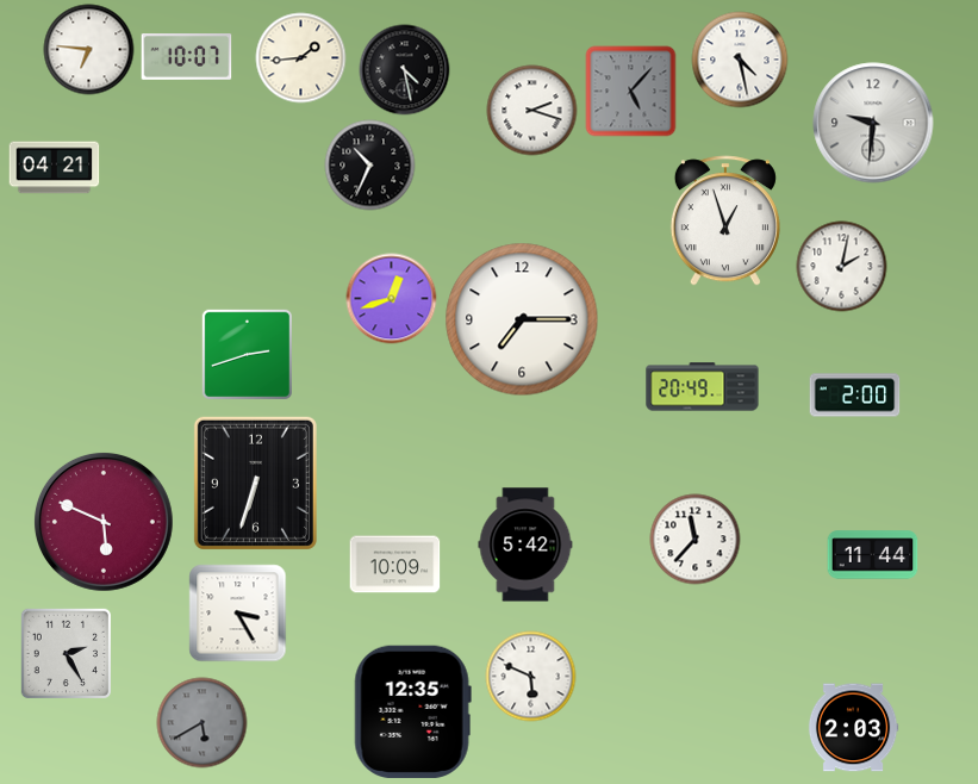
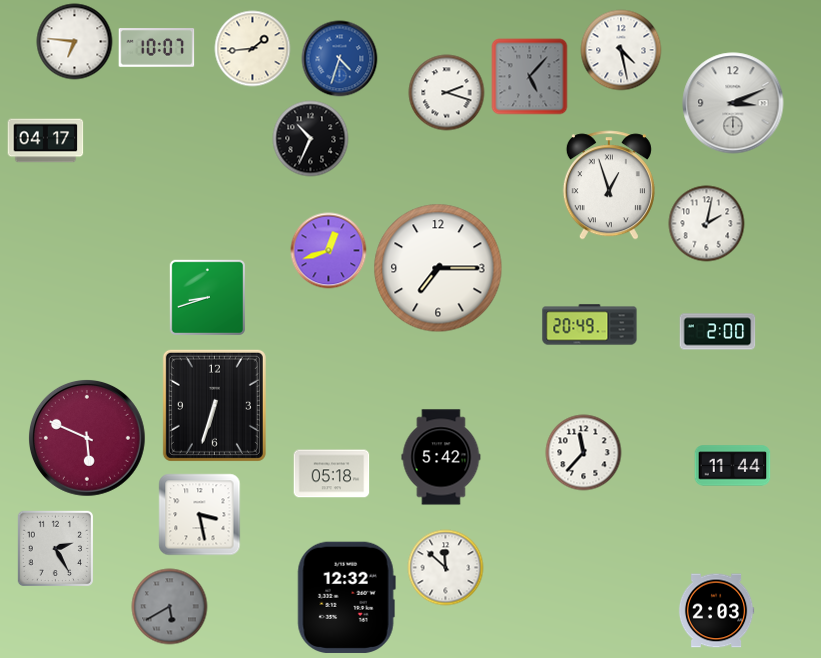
clock at (405, 70): 4:28 -> 4:33
clock at (405, 70) dial: black -> blue
clock at (873, 123): 9:31 -> 3:11
clock at (55, 168): 04:21 -> 04:17
clock at (247, 354): 2:42 -> 8:42
clock at (395, 565): 10:09 -> 05:18
clock at (238, 614): 3:25 -> 3:28
clock at (531, 677): 5:49 -> 11:52
clock at (412, 711): 12:35 -> 12:32
